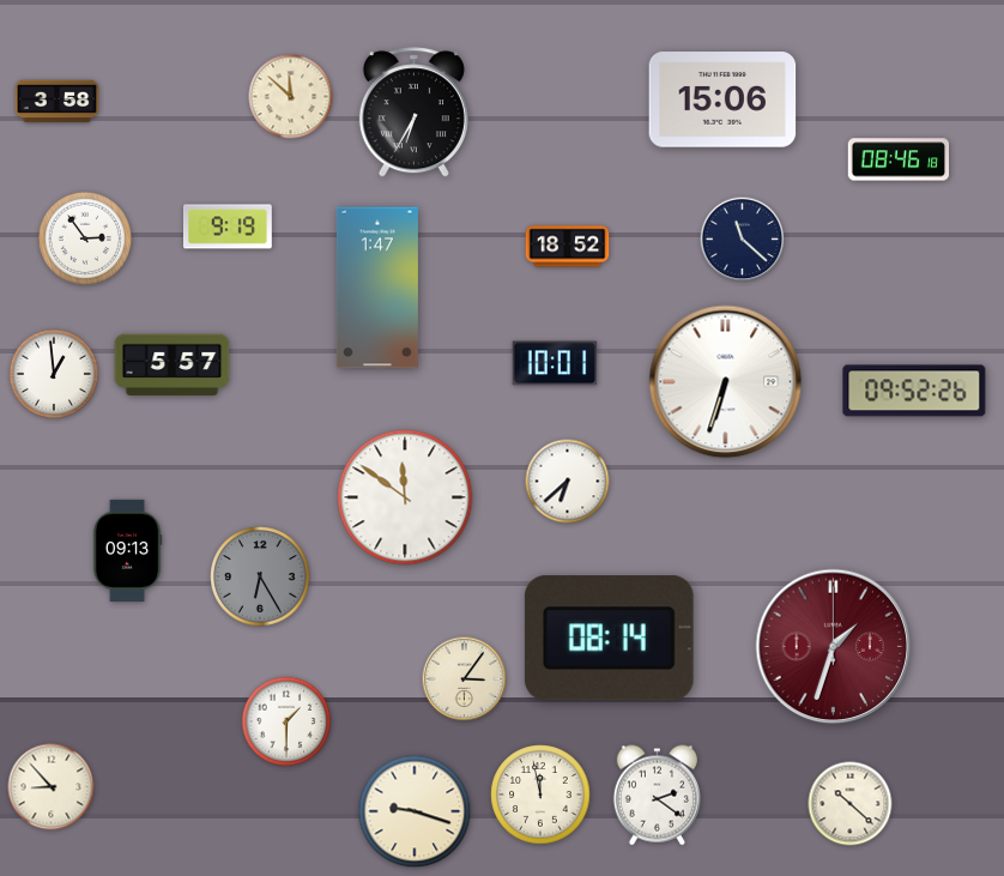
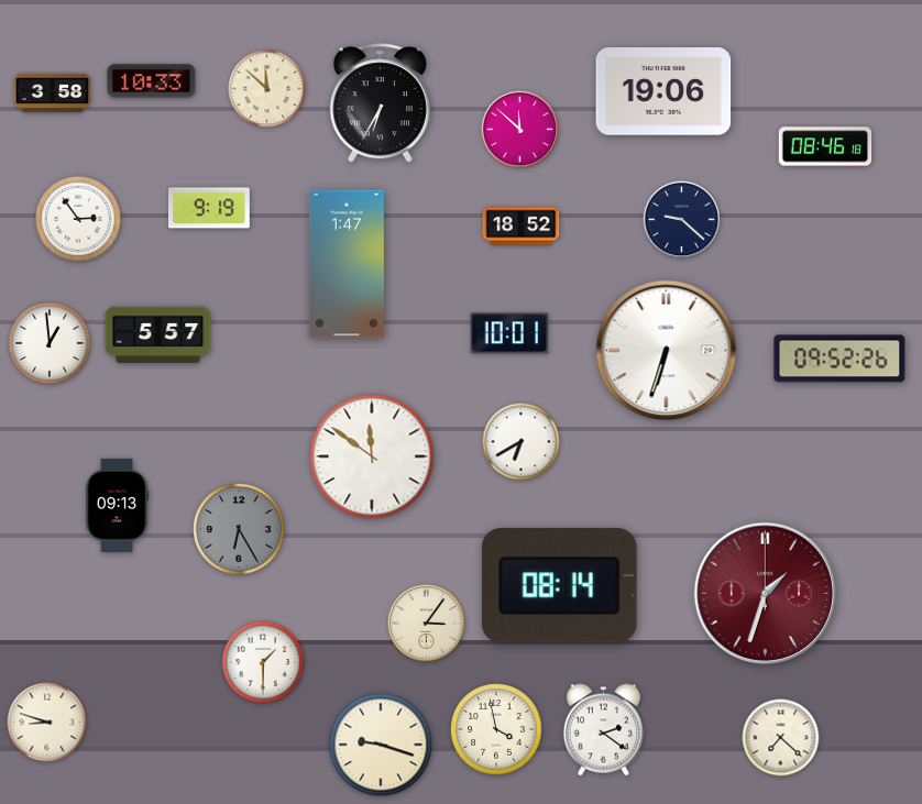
clock at (152, 81): none -> 10:33
clock at (722, 99): 15:06 -> 19:06
clock at (520, 130): none -> 11:52
clock at (743, 240): 11:22 -> 9:22
clock at (568, 482): 6:38 -> 6:40
clock at (52, 787): 8:53 -> 8:48
clock at (540, 795): 11:58 -> 3:58
clock at (851, 804): 10:22 -> 7:22
